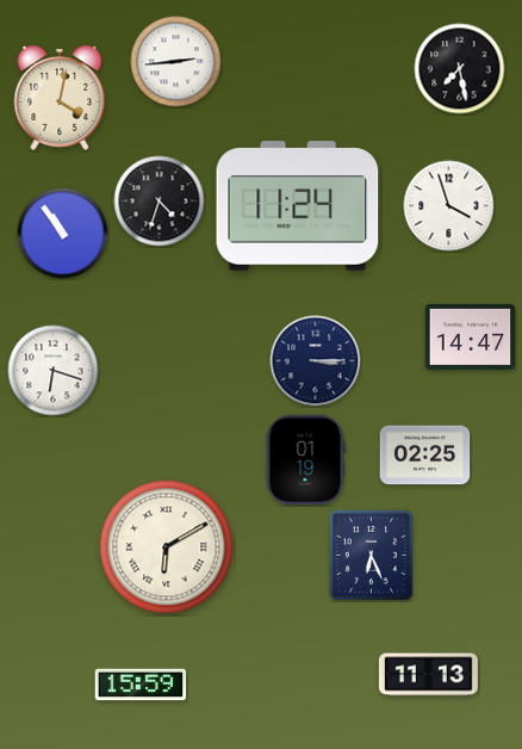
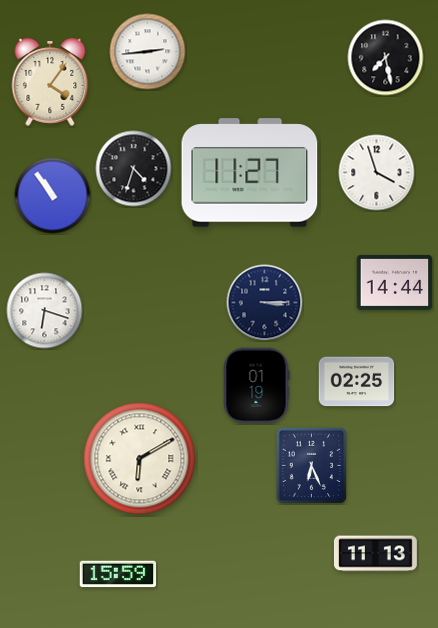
clock at (60, 98): 4:02 -> 4:06
clock at (298, 206): 11:24 -> 11:27
clock at (471, 336): 14:47 -> 14:44
clock at (428, 675) position: (428, 675) -> (375, 554)
